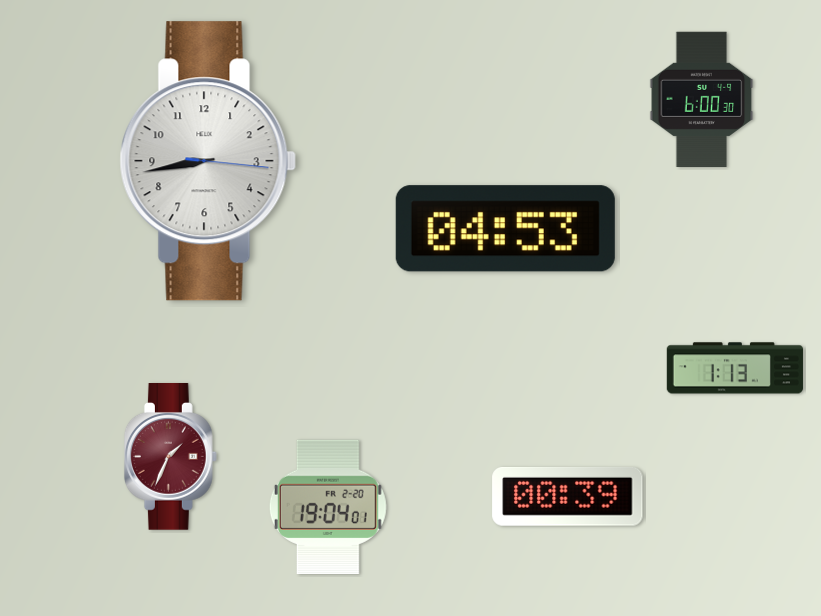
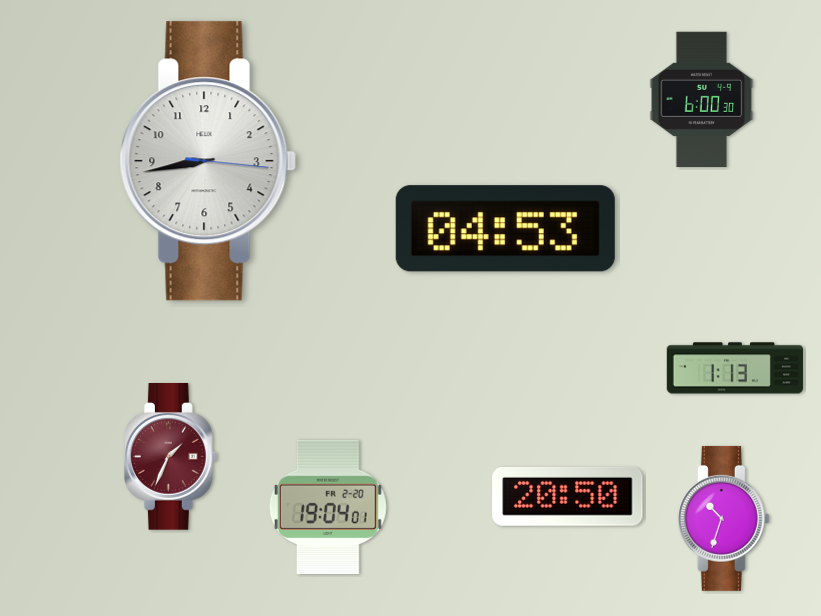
clock at (568, 496): 00:39 -> 20:50
clock at (723, 518): none -> 10:33
